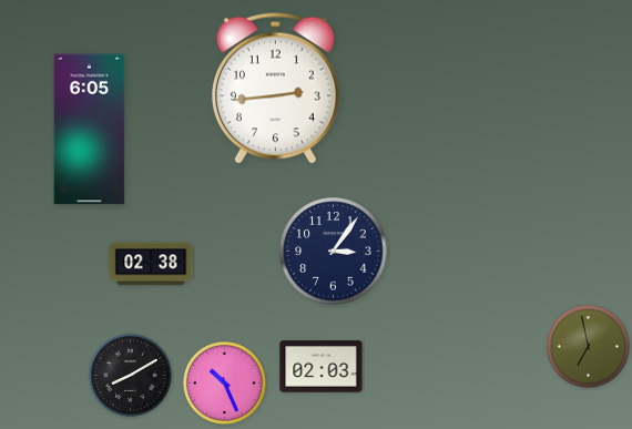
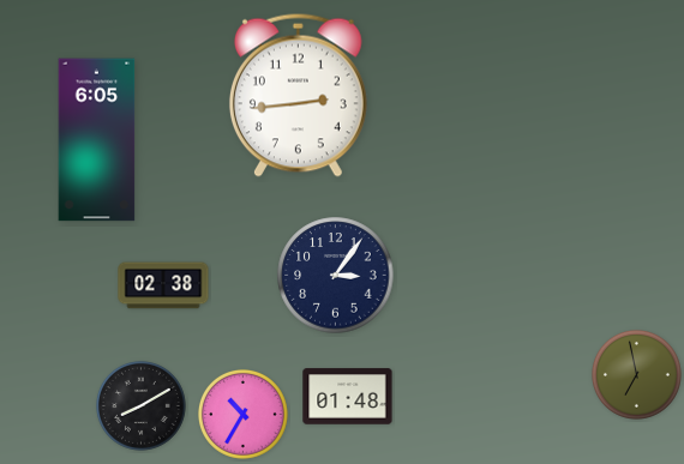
clock at (334, 252) position: (334, 252) -> (336, 276)
clock at (322, 367): 02:03 -> 01:48
clock at (224, 382): 10:26 -> 10:35
